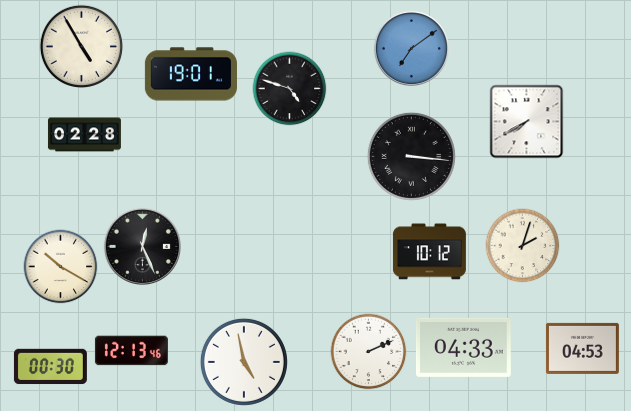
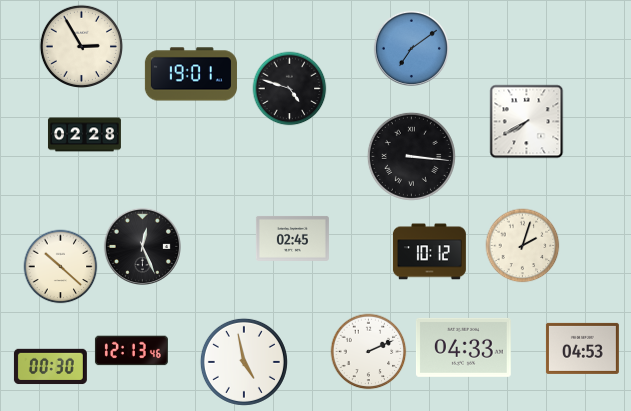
clock at (81, 46): 4:55 -> 2:55
clock at (292, 238): none -> 02:45
clock at (61, 267): 10:20 -> 10:22
